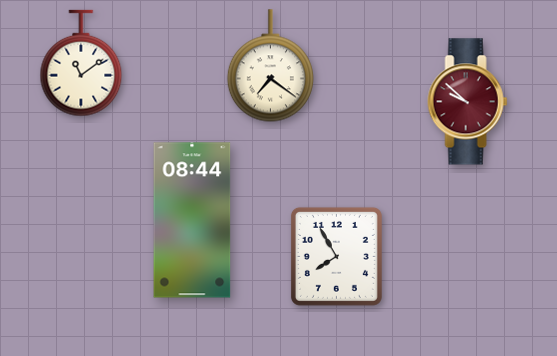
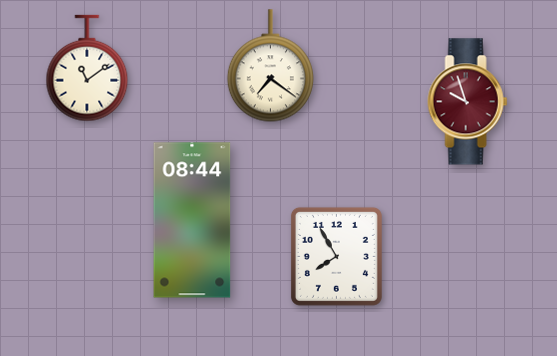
clock at (81, 63) position: (81, 63) -> (87, 68)
clock at (468, 102): 9:52 -> 9:57
